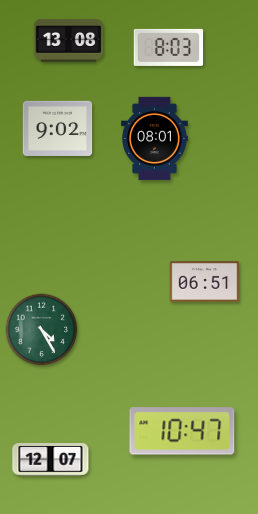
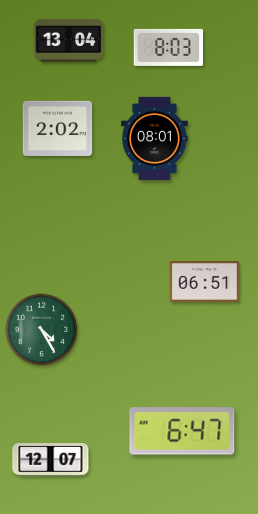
clock at (69, 40): 13:08 -> 13:04
clock at (58, 128): 9:02 -> 2:02
clock at (182, 431): 10:47 -> 6:47
